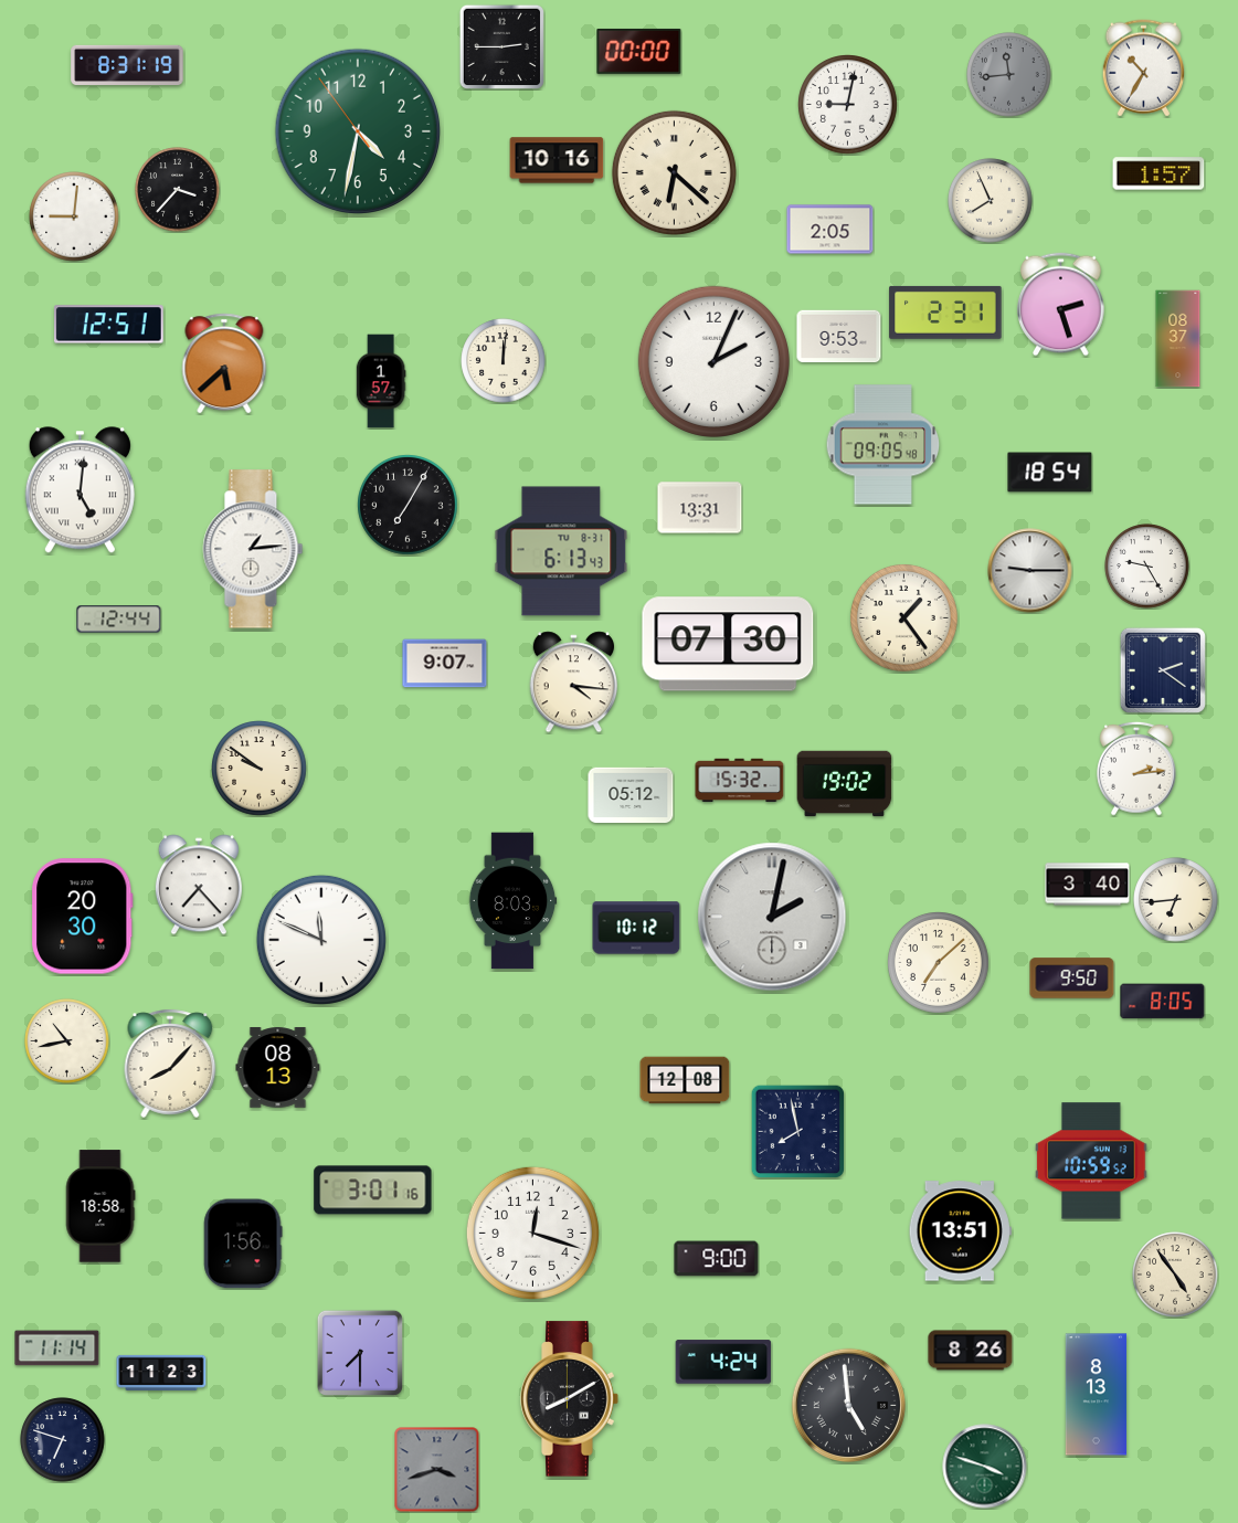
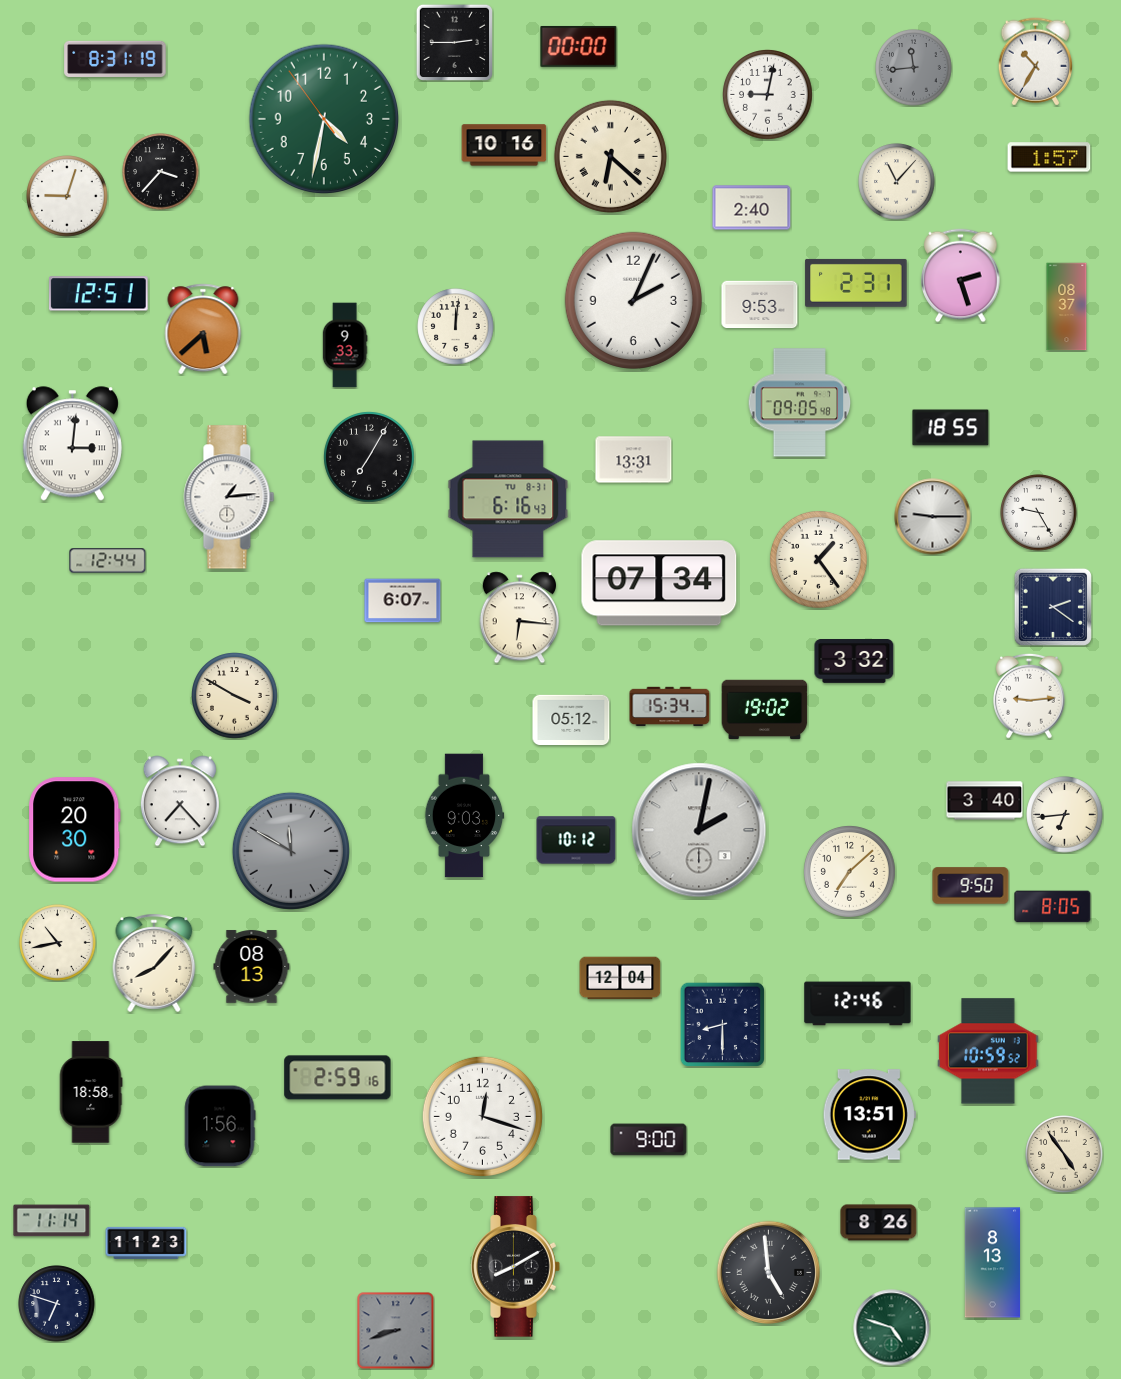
clock at (991, 201): 7:56 -> 11:07
clock at (74, 216): 9:01 -> 9:03
clock at (830, 230): 2:05 -> 2:40
clock at (713, 361) position: (713, 361) -> (633, 300)
clock at (381, 381): 1:57 -> 9:33
clock at (1050, 473): 18:54 -> 18:55
clock at (80, 490): 5:01 -> 3:01
clock at (561, 551): 6:13 -> 6:16
clock at (728, 644): 07:30 -> 07:34
clock at (445, 664): 9:07 -> 6:07
clock at (573, 683): 4:16 -> 6:16
clock at (854, 662): none -> 3:32
clock at (260, 769): 9:51 -> 3:50
clock at (1136, 769): 2:14 -> 9:14
clock at (740, 781): 15:32 -> 15:34
clock at (512, 901): 8:03 -> 9:03
clock at (321, 940): 11:49 -> 11:50
clock at (321, 940) dial: white -> grey
clock at (67, 1041) position: (67, 1041) -> (58, 943)
clock at (685, 1080): 12:08 -> 12:04
clock at (858, 1004): none -> 12:46
clock at (797, 1131): 7:58 -> 8:30
clock at (373, 1191): 3:01 -> 2:59
clock at (360, 1353): 7:30 -> none
clock at (723, 1362): 4:24 -> none
clock at (985, 1467): 3:48 -> 4:48
clock at (437, 1470): 3:42 -> 8:42
